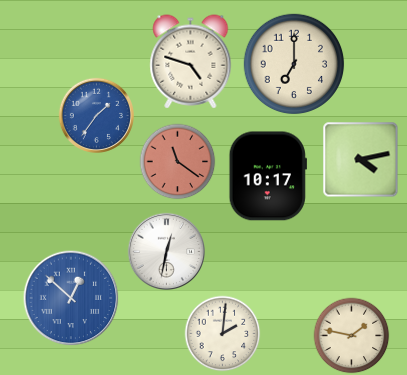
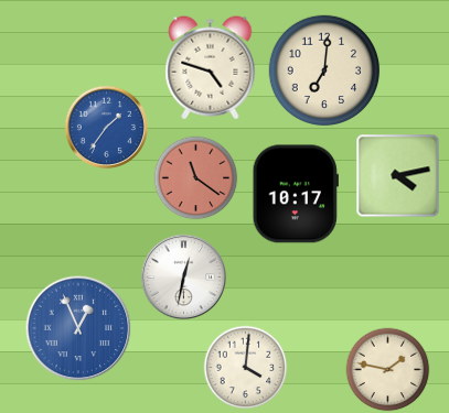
clock at (294, 64): 7:00 -> 7:01
clock at (71, 298): 12:52 -> 12:56
clock at (223, 334): 2:01 -> 4:01
